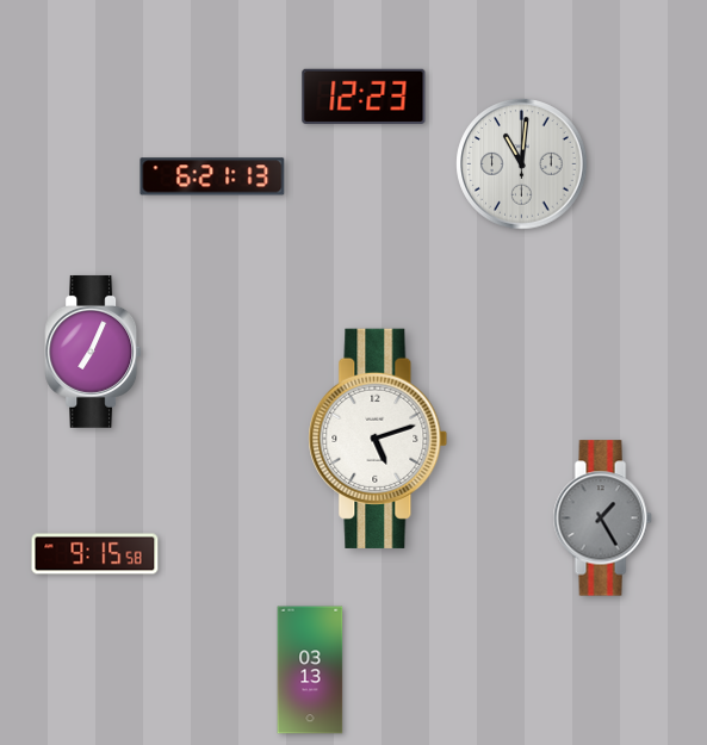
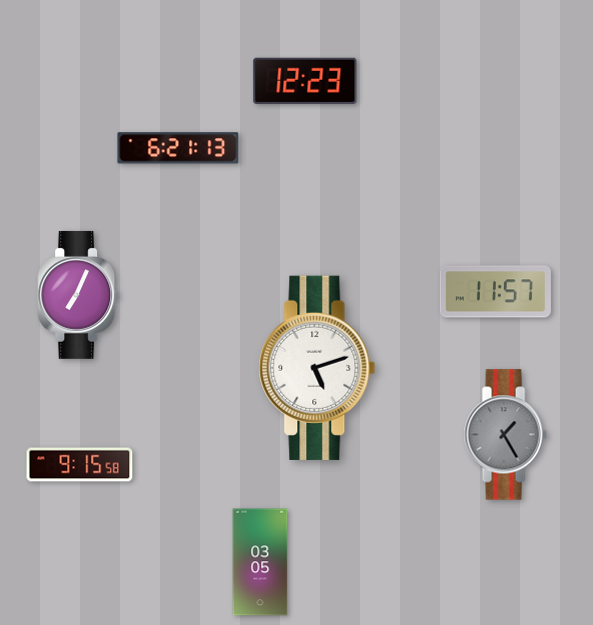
clock at (522, 164): 11:01 -> none
clock at (495, 292): none -> 11:57
clock at (310, 670): 03:13 -> 03:05
